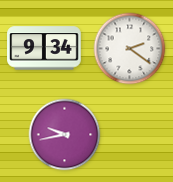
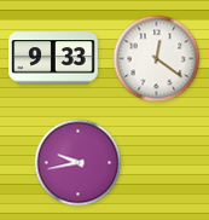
clock at (44, 48): 9:34 -> 9:33
clock at (130, 49): 2:21 -> 12:21
